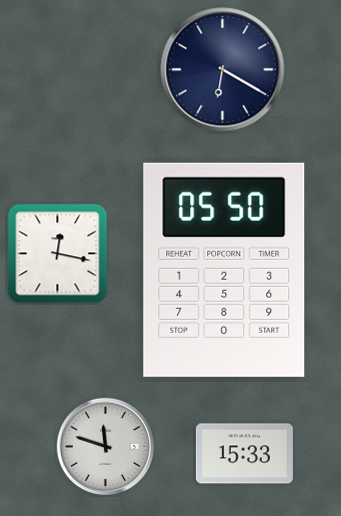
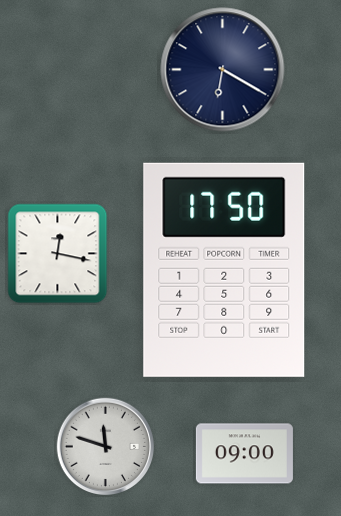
clock at (224, 270): 05:50 -> 17:50
clock at (244, 454): 15:33 -> 09:00
